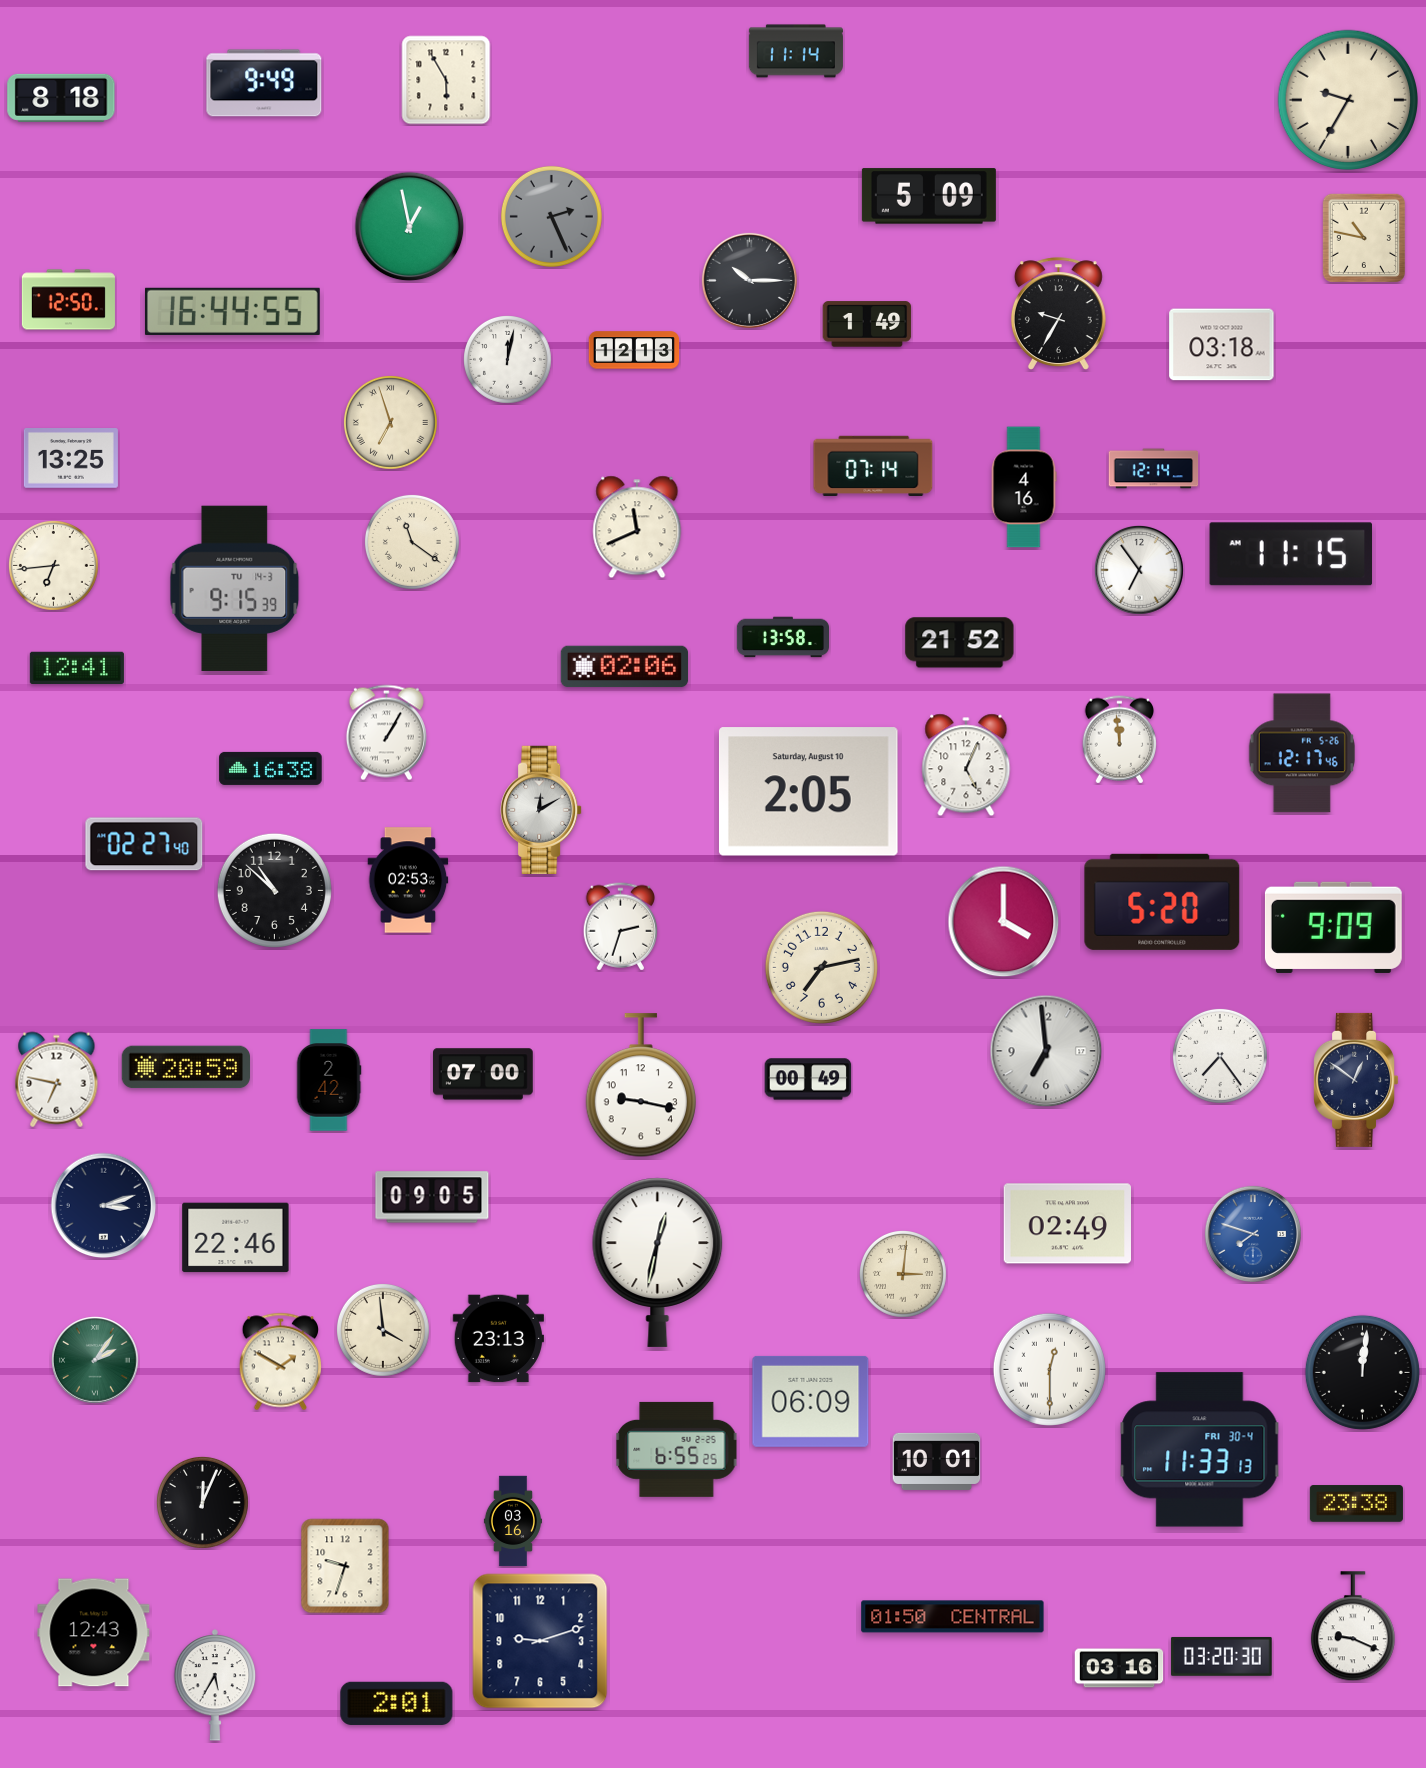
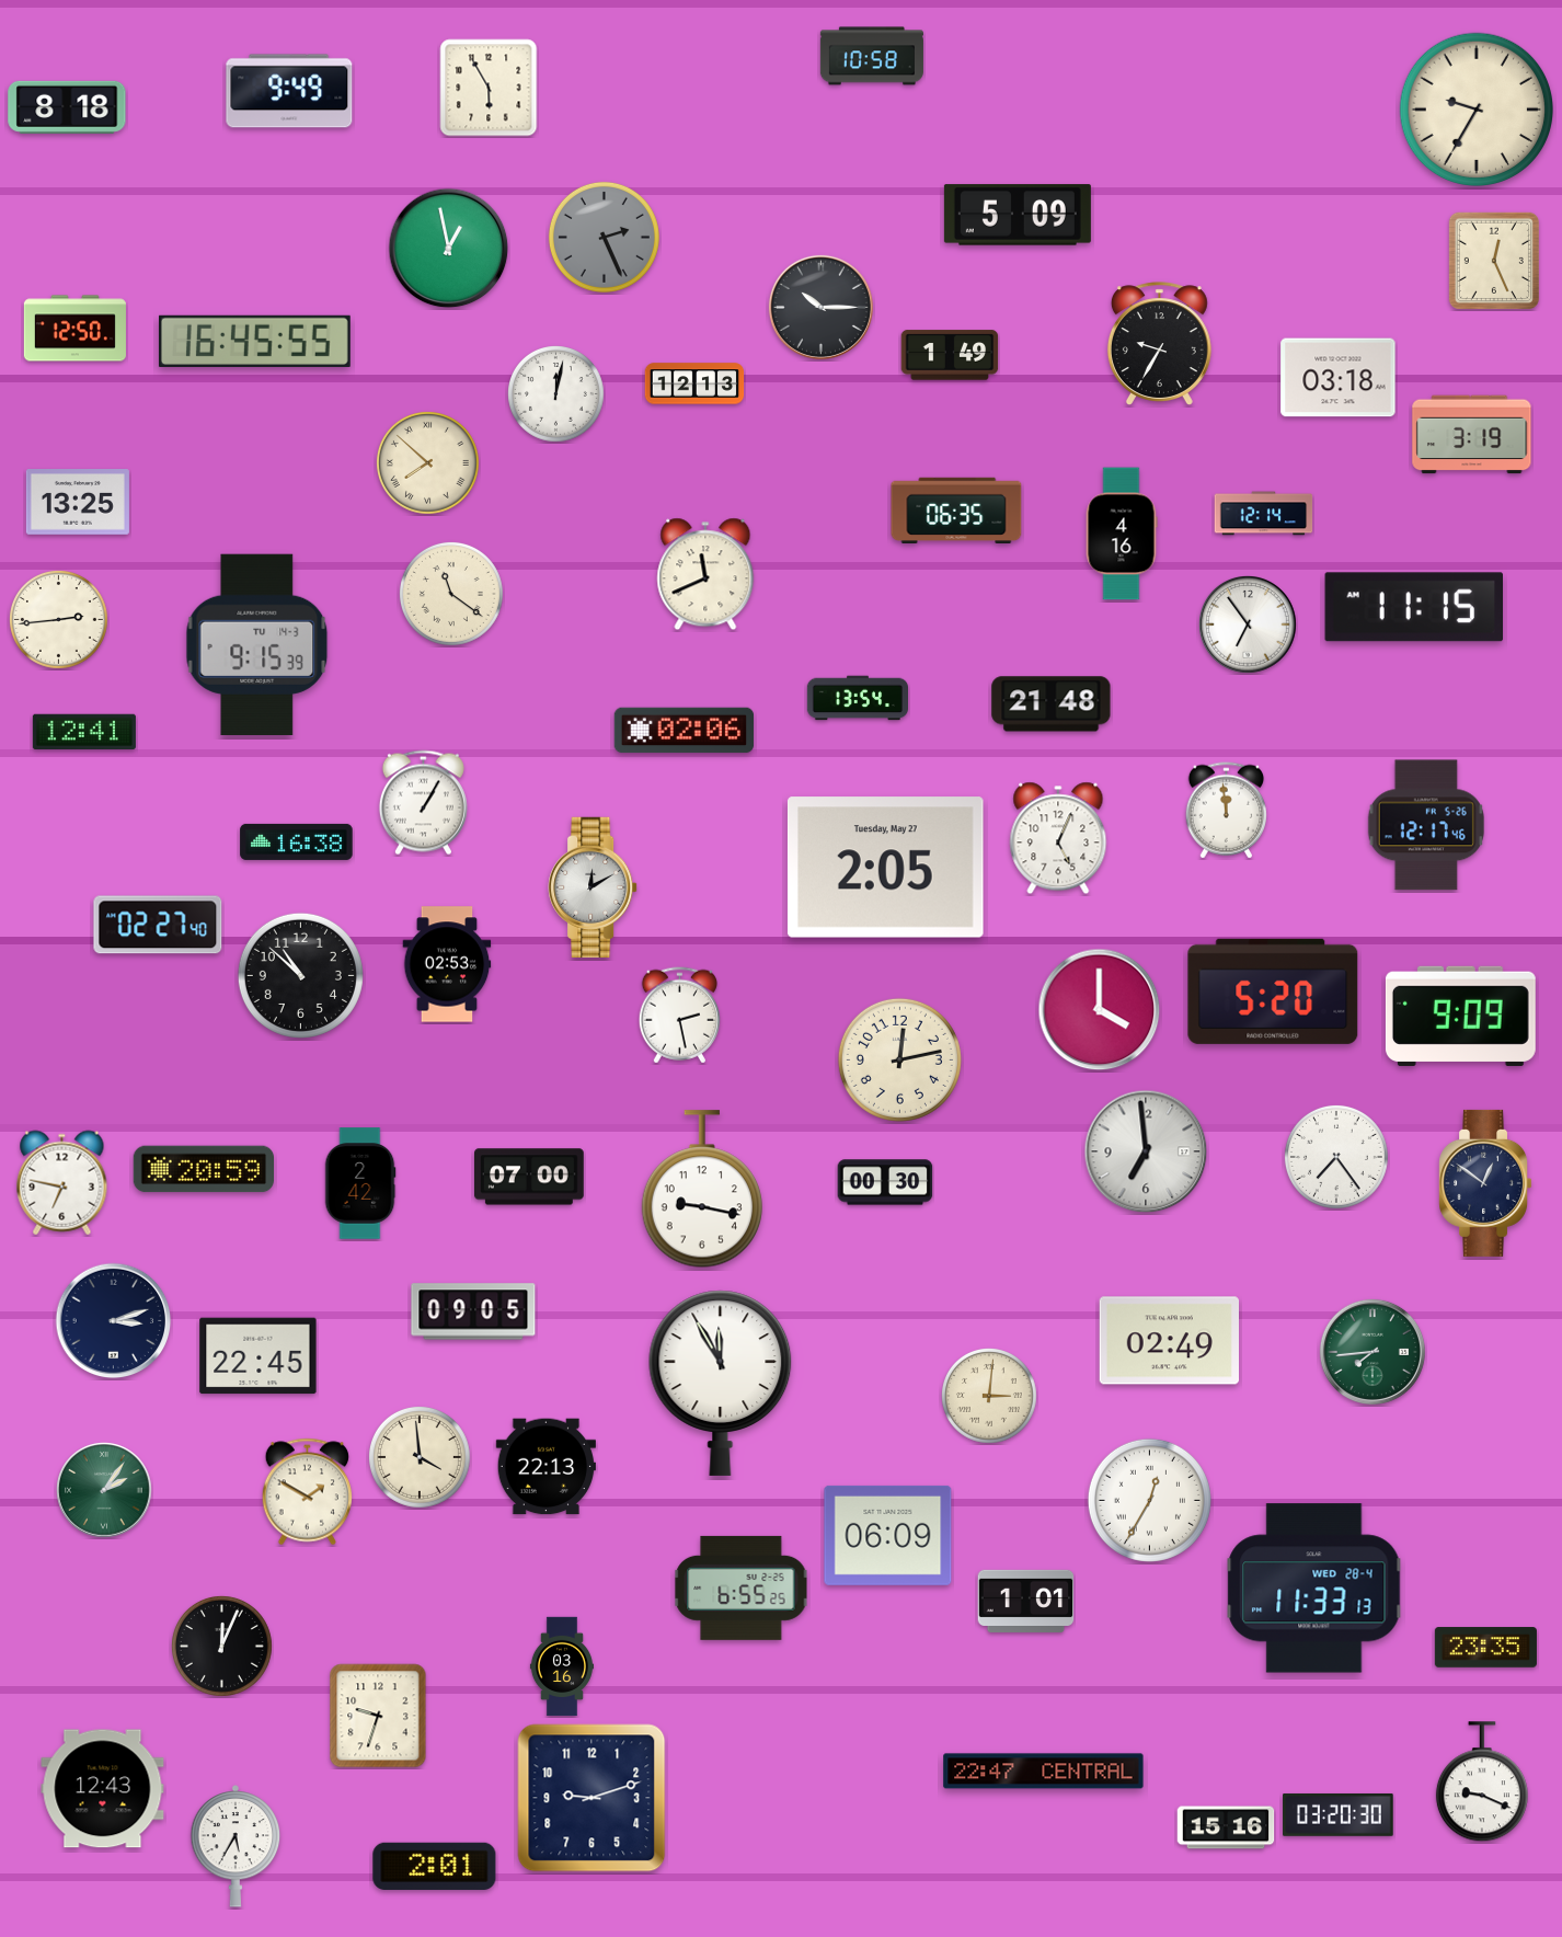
clock at (796, 51): 11:14 -> 10:58
clock at (1364, 238): 10:47 -> 12:26
clock at (232, 311): 16:44 -> 16:45
clock at (1472, 435): none -> 3:19
clock at (390, 422): 6:57 -> 7:52
clock at (873, 465): 07:14 -> 06:35
clock at (637, 527) position: (637, 527) -> (705, 574)
clock at (53, 565): 6:44 -> 2:44
clock at (782, 637): 13:58 -> 13:54
clock at (960, 643): 21:52 -> 21:48
clock at (809, 792) date: Saturday, August 10 -> Tuesday, May 27
clock at (1162, 902) position: (1162, 902) -> (1273, 992)
clock at (620, 927): 2:33 -> 2:28
clock at (821, 967): 7:13 -> 12:13
clock at (808, 1079): 00:49 -> 00:30
clock at (1253, 1234): 7:48 -> 7:44
clock at (1253, 1234) dial: blue -> green
clock at (236, 1238): 22:46 -> 22:45
clock at (658, 1262): 12:32 -> 11:55
clock at (498, 1339): 23:13 -> 22:13
clock at (1049, 1369): 12:30 -> 12:35
clock at (1362, 1372): 12:01 -> none
clock at (1200, 1450) date: FRI 30-4 -> WED 28-4
clock at (937, 1461): 10:01 -> 1:01
clock at (1356, 1504): 23:38 -> 23:35
clock at (953, 1617): 01:50 -> 22:47
clock at (1119, 1668): 03:16 -> 15:16
